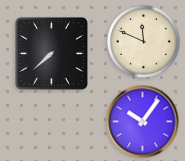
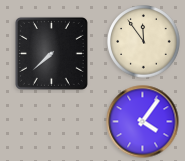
clock at (144, 42): 11:49 -> 11:54
clock at (143, 122): 10:06 -> 4:06
